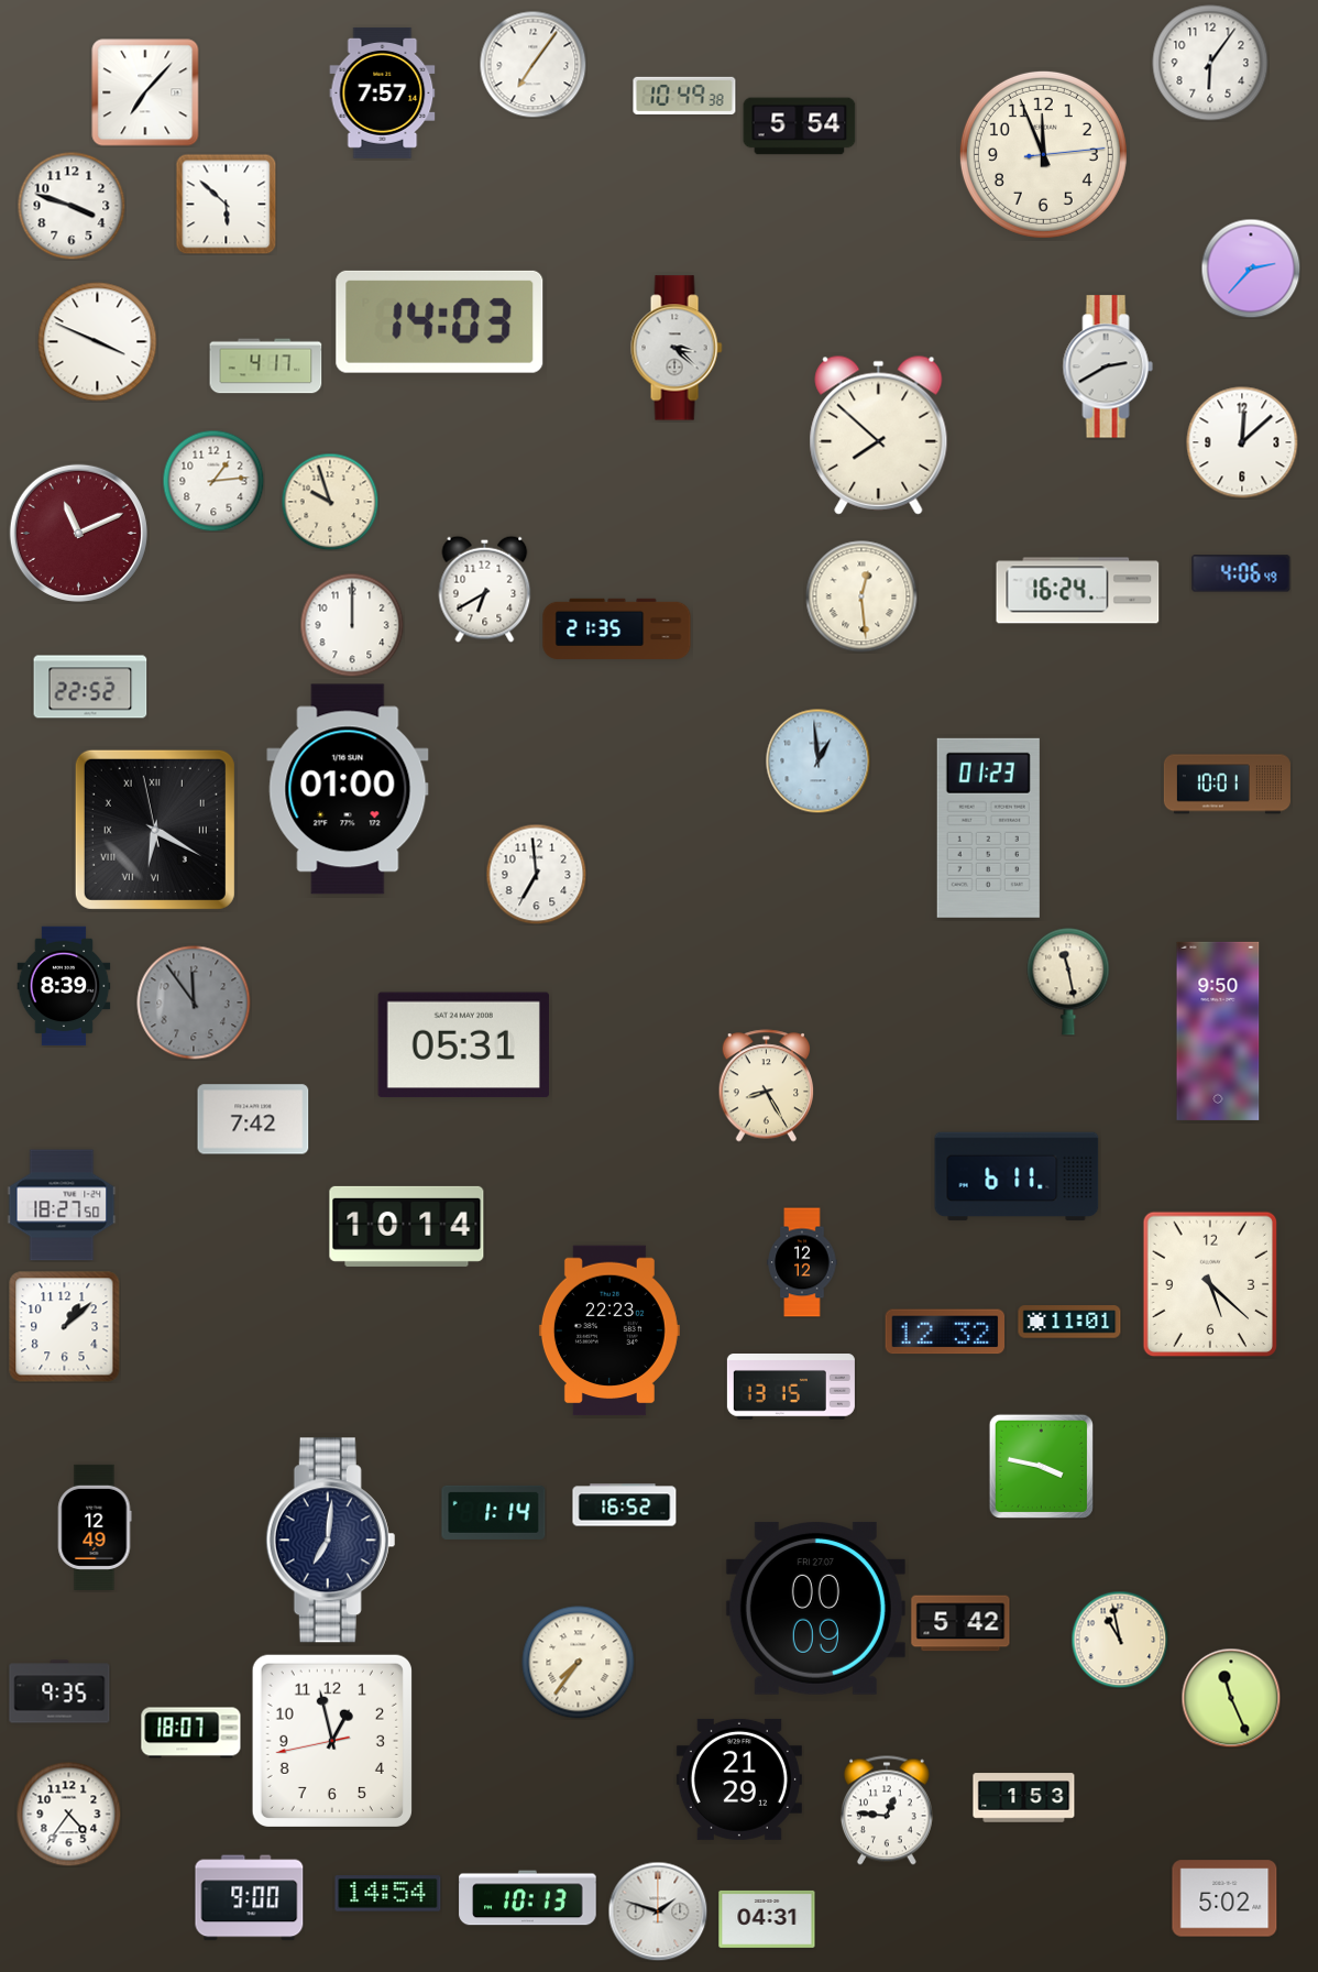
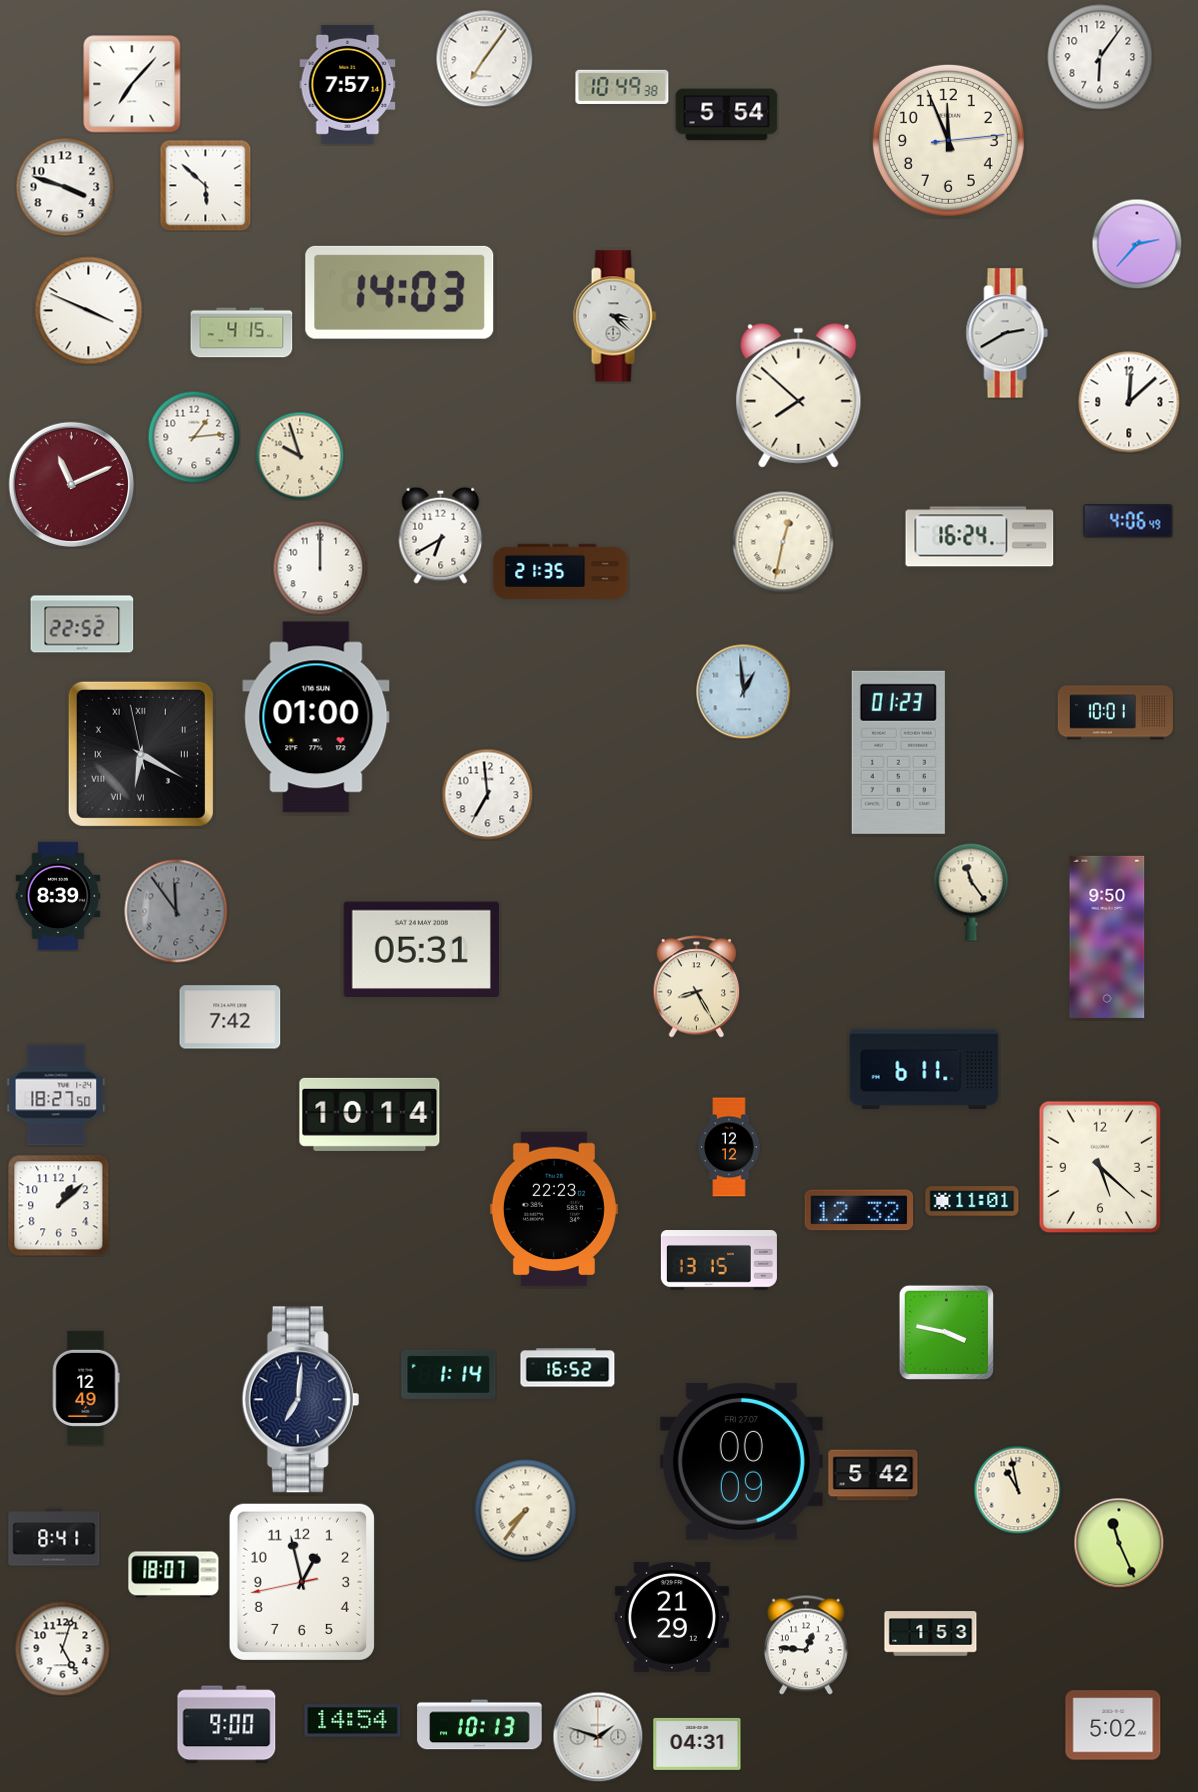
clock at (266, 366): 4:17 -> 4:15
clock at (861, 596): 12:29 -> 12:32
clock at (1068, 982): 11:28 -> 11:24
clock at (59, 1691): 9:35 -> 8:41
clock at (68, 1814): 4:36 -> 5:03
